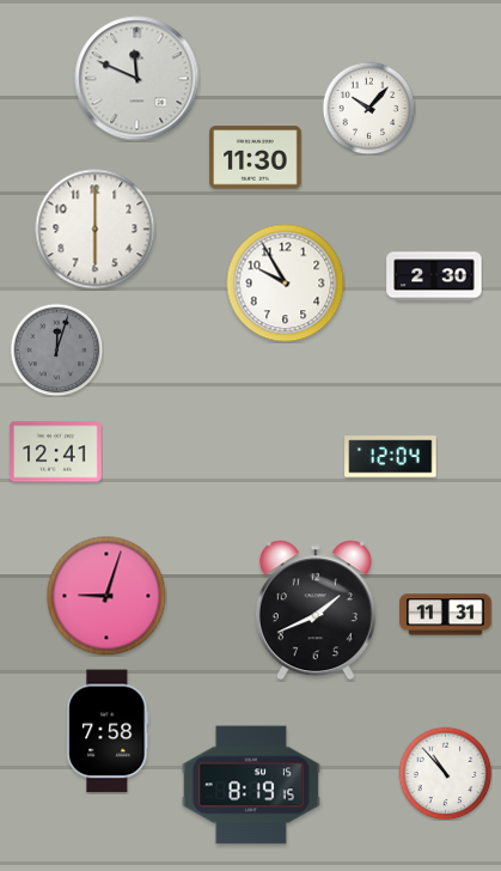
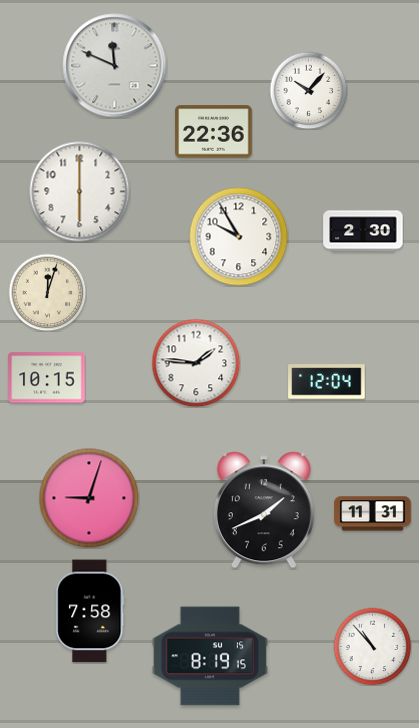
clock at (256, 158): 11:30 -> 22:36
clock at (56, 349) dial: grey -> cream
clock at (196, 363): none -> 1:46
clock at (56, 452): 12:41 -> 10:15
